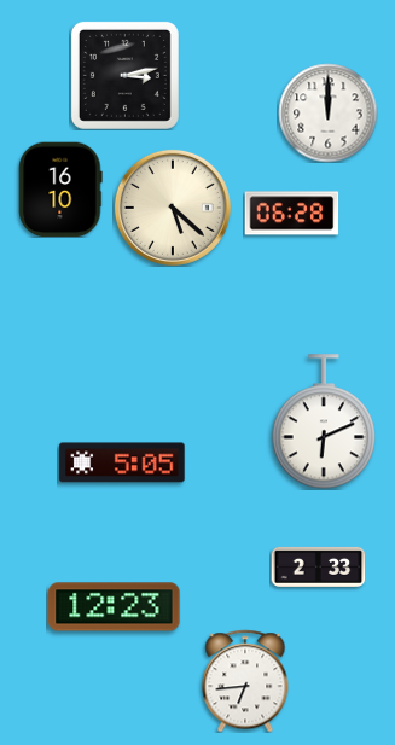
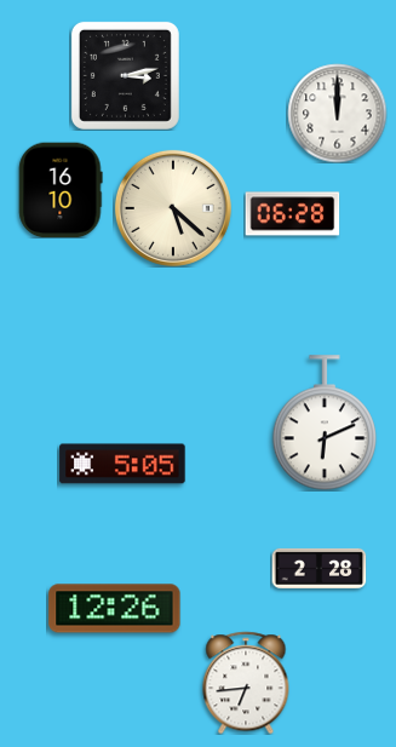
clock at (327, 112) position: (327, 112) -> (337, 113)
clock at (318, 566): 2:33 -> 2:28
clock at (115, 607): 12:23 -> 12:26
